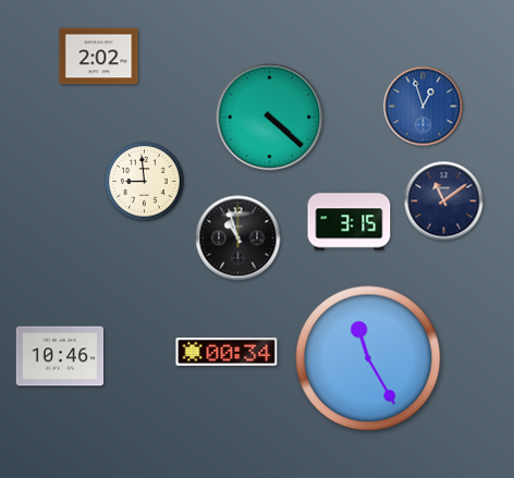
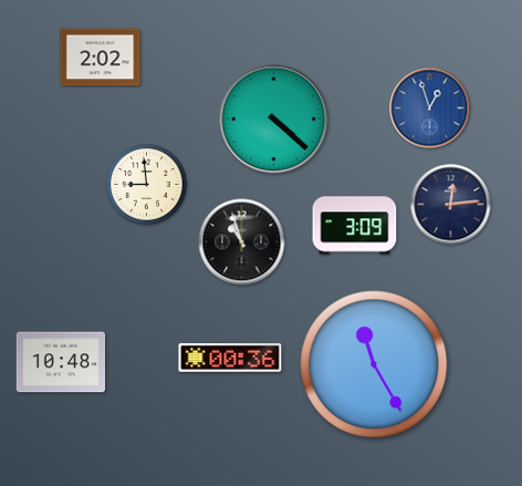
clock at (444, 201): 11:09 -> 12:14
clock at (350, 222): 3:15 -> 3:09
clock at (227, 353): 00:34 -> 00:36
clock at (60, 356): 10:46 -> 10:48
